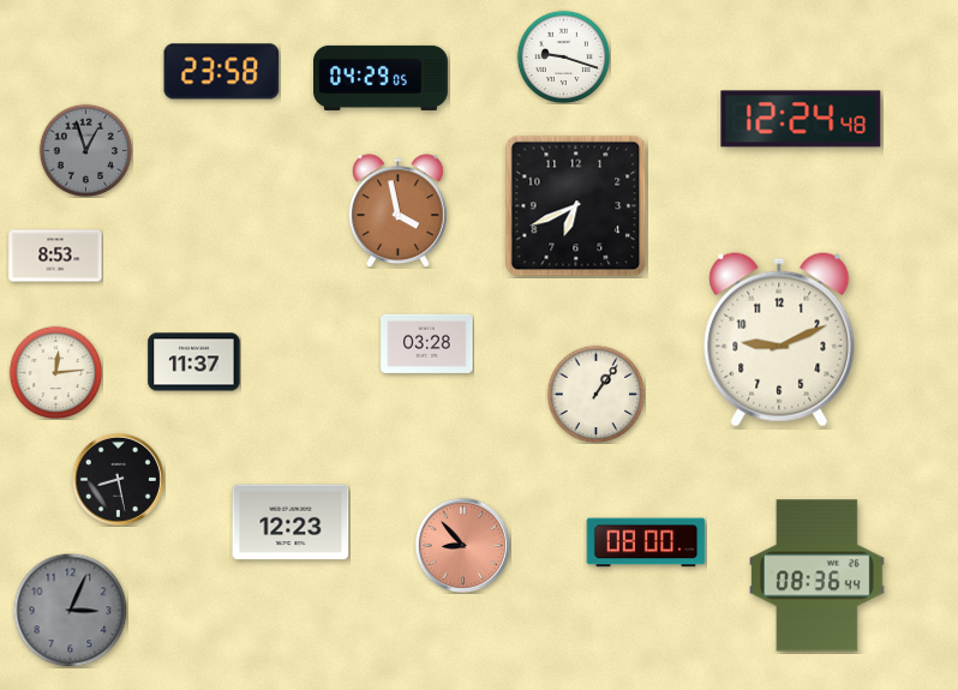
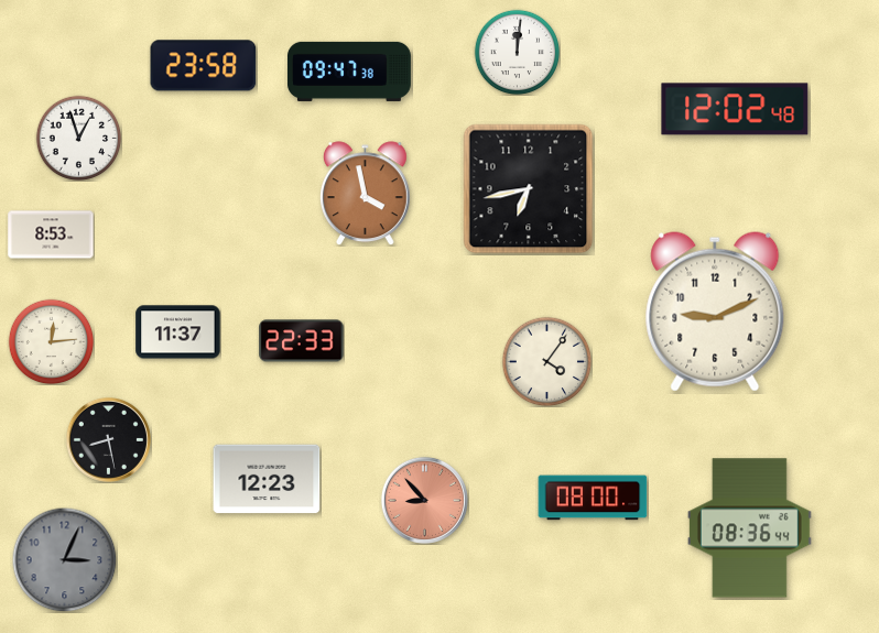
clock at (563, 56): 9:18 -> 12:01
clock at (381, 78): 04:29 -> 09:47
clock at (801, 119): 12:24 -> 12:02
clock at (85, 150) dial: grey -> white
clock at (576, 206): 6:41 -> 6:43
clock at (427, 343): 03:28 -> none
clock at (302, 341): none -> 22:33
clock at (595, 394): 1:06 -> 4:06
